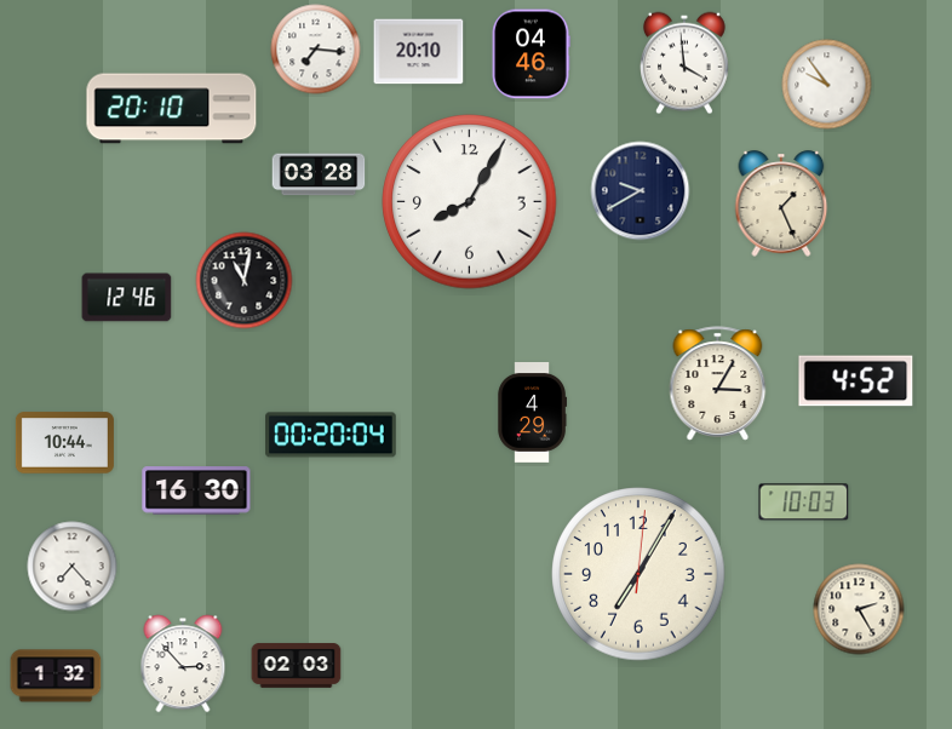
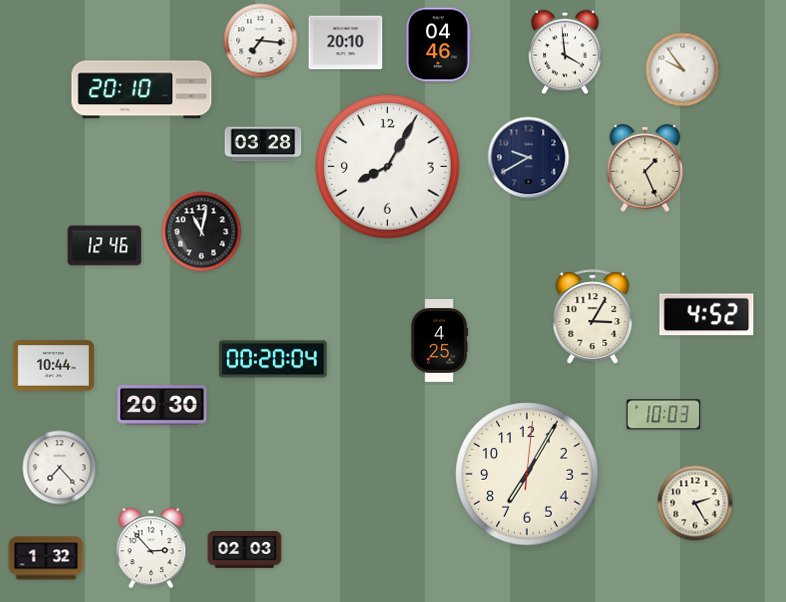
clock at (532, 413): 4:29 -> 4:25
clock at (196, 490): 16:30 -> 20:30
clock at (859, 609) position: (859, 609) -> (695, 503)
